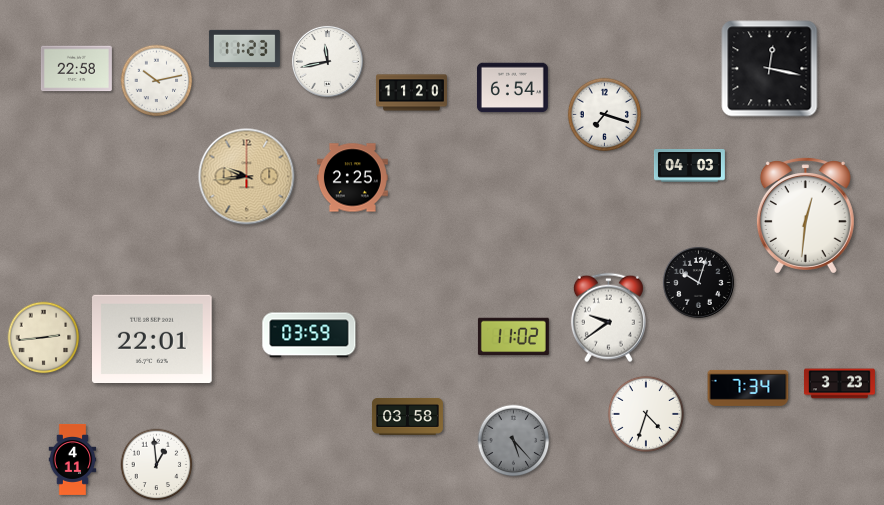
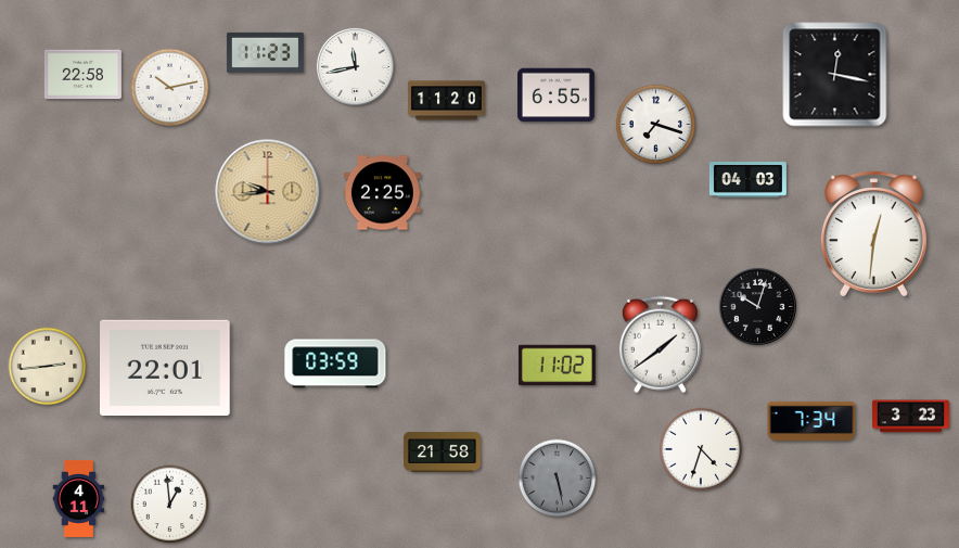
clock at (512, 88): 6:54 -> 6:55
clock at (608, 318): 9:39 -> 1:39
clock at (407, 417): 03:58 -> 21:58
clock at (514, 441): 5:23 -> 5:28
